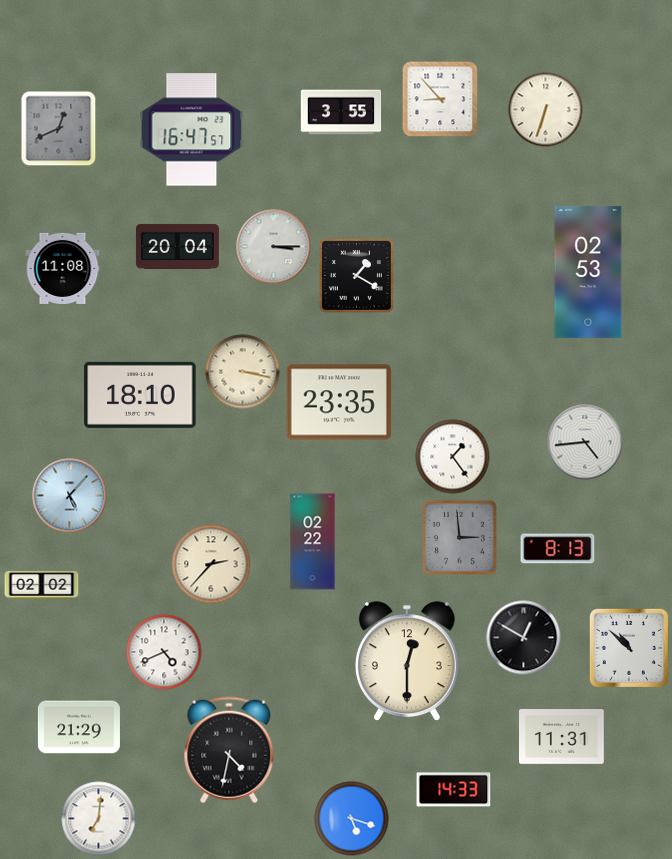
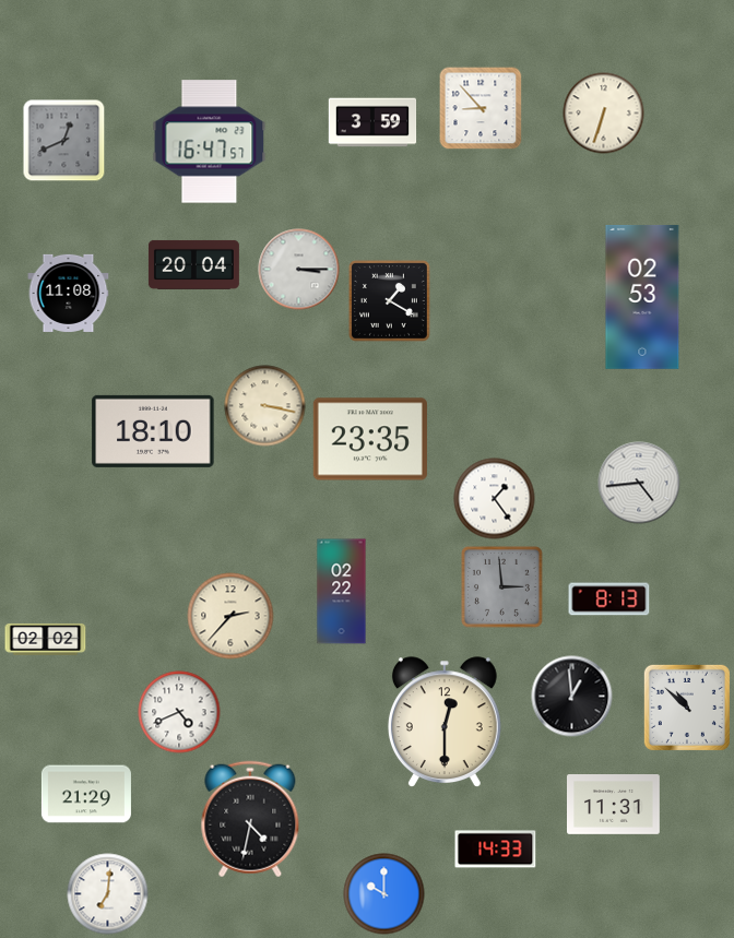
clock at (546, 110) position: (546, 110) -> (604, 114)
clock at (341, 112): 3:55 -> 3:59
clock at (177, 246) position: (177, 246) -> (193, 264)
clock at (70, 496): 5:07 -> none
clock at (524, 638): 12:50 -> 12:59
clock at (454, 790) position: (454, 790) -> (496, 850)
clock at (352, 819): 5:18 -> 10:00
